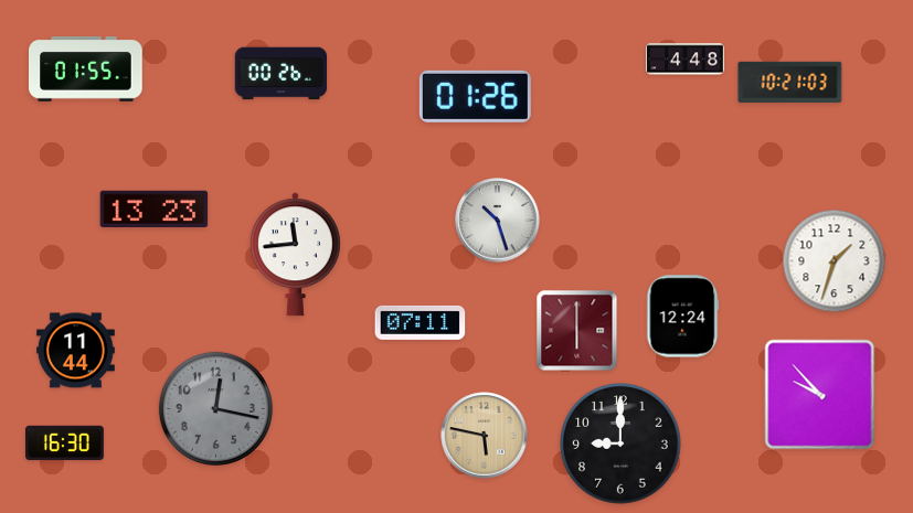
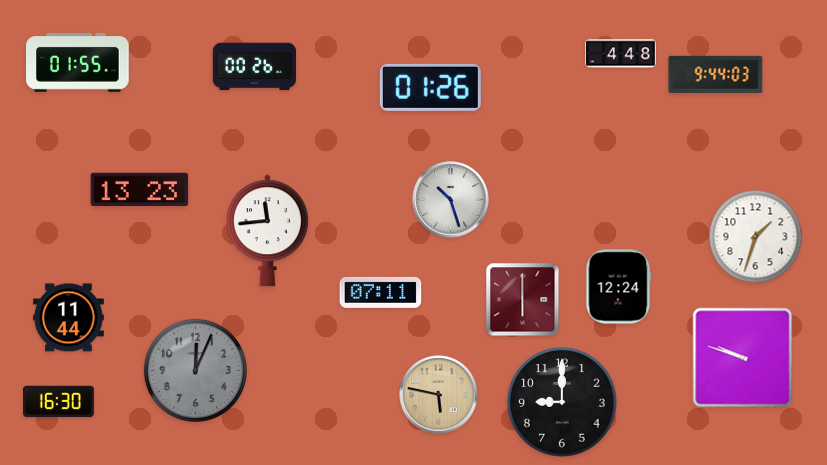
clock at (790, 82): 10:21 -> 9:44
clock at (820, 395): 9:53 -> 9:48
clock at (215, 408): 12:17 -> 12:04
